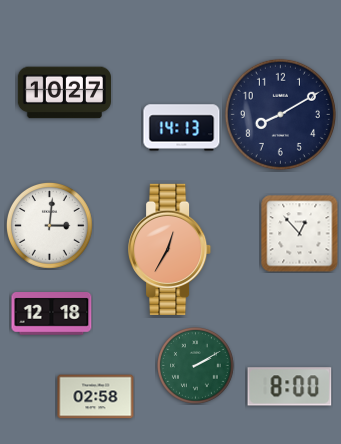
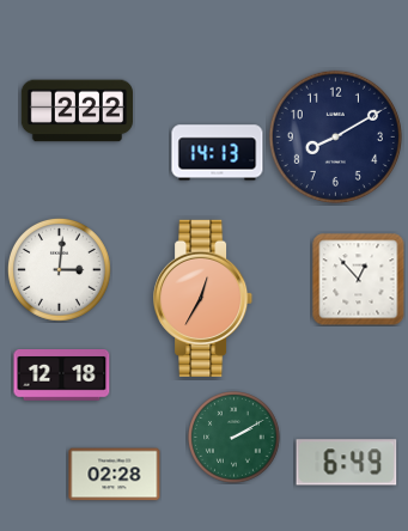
clock at (64, 93): 10:27 -> 2:22
clock at (290, 387): 8:00 -> 6:49
clock at (96, 397): 02:58 -> 02:28
